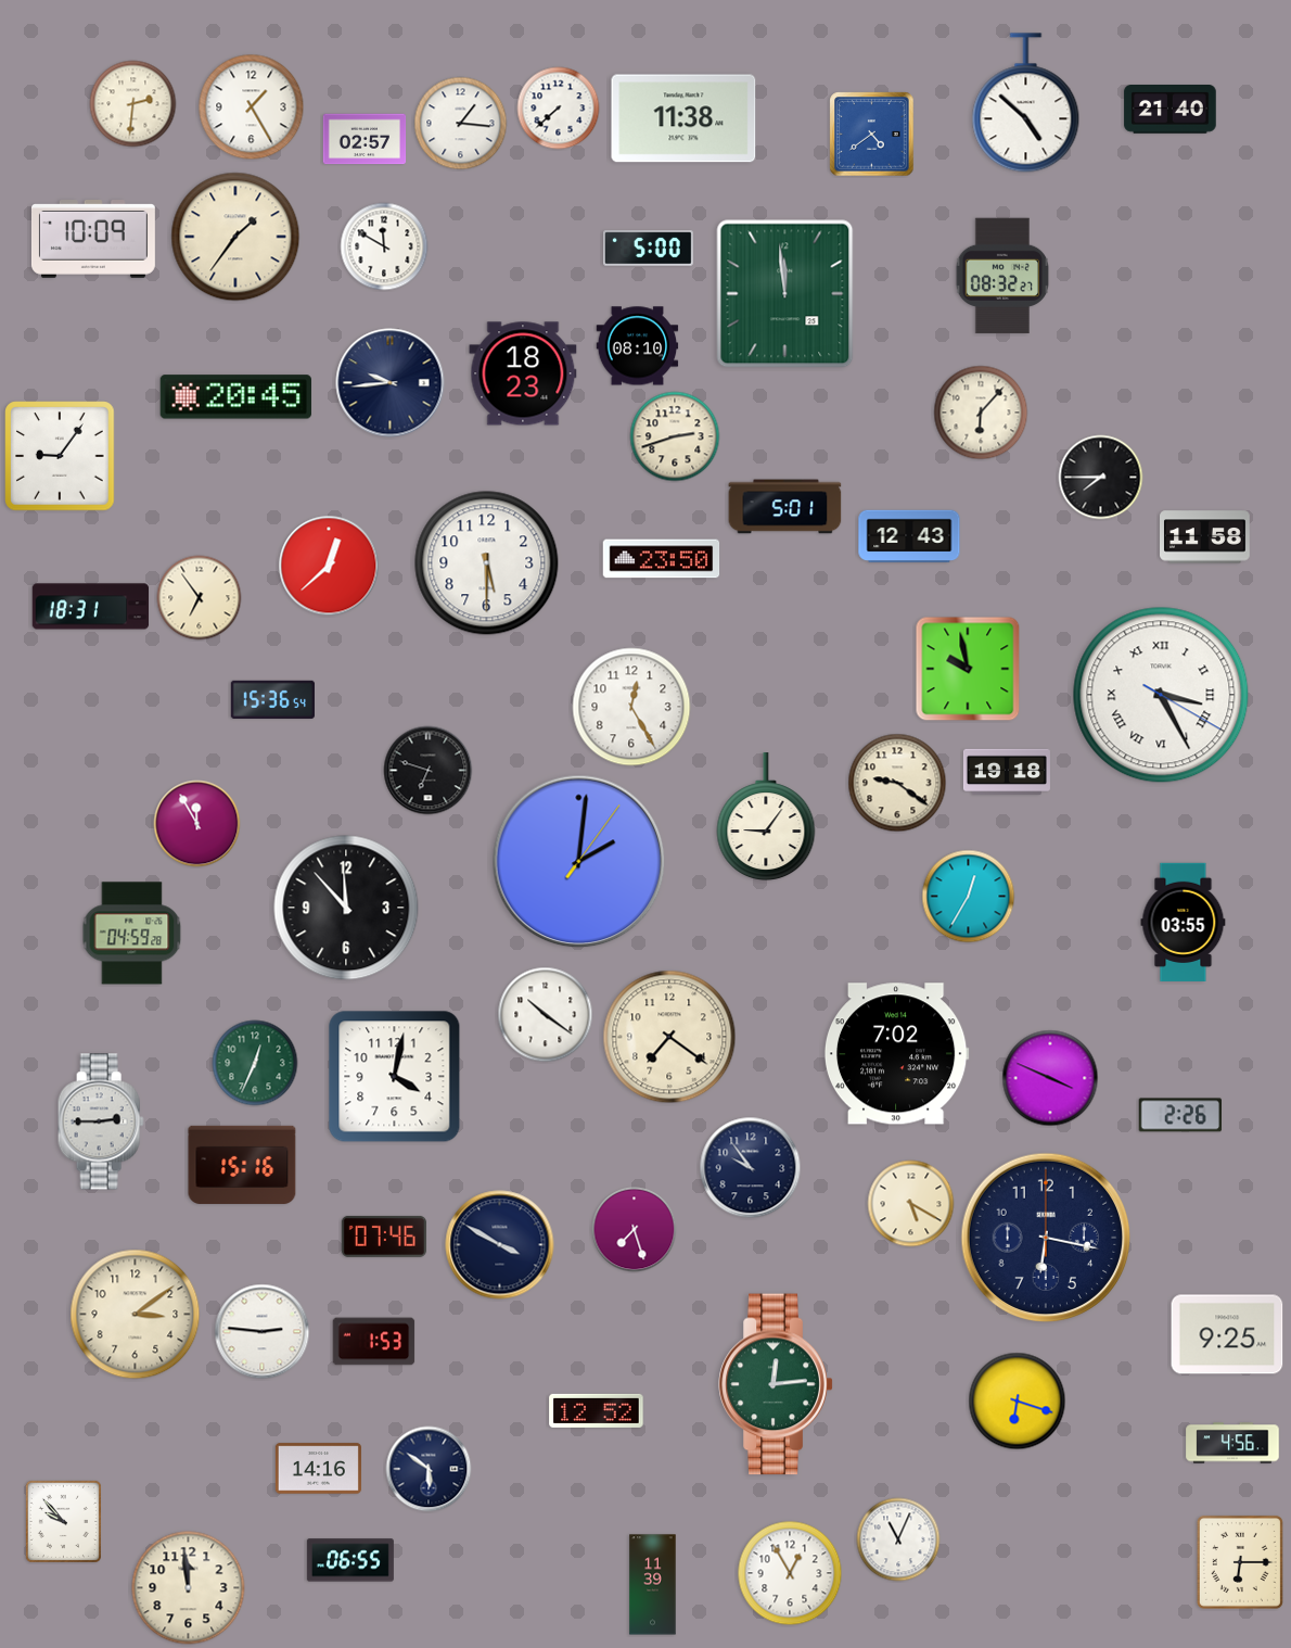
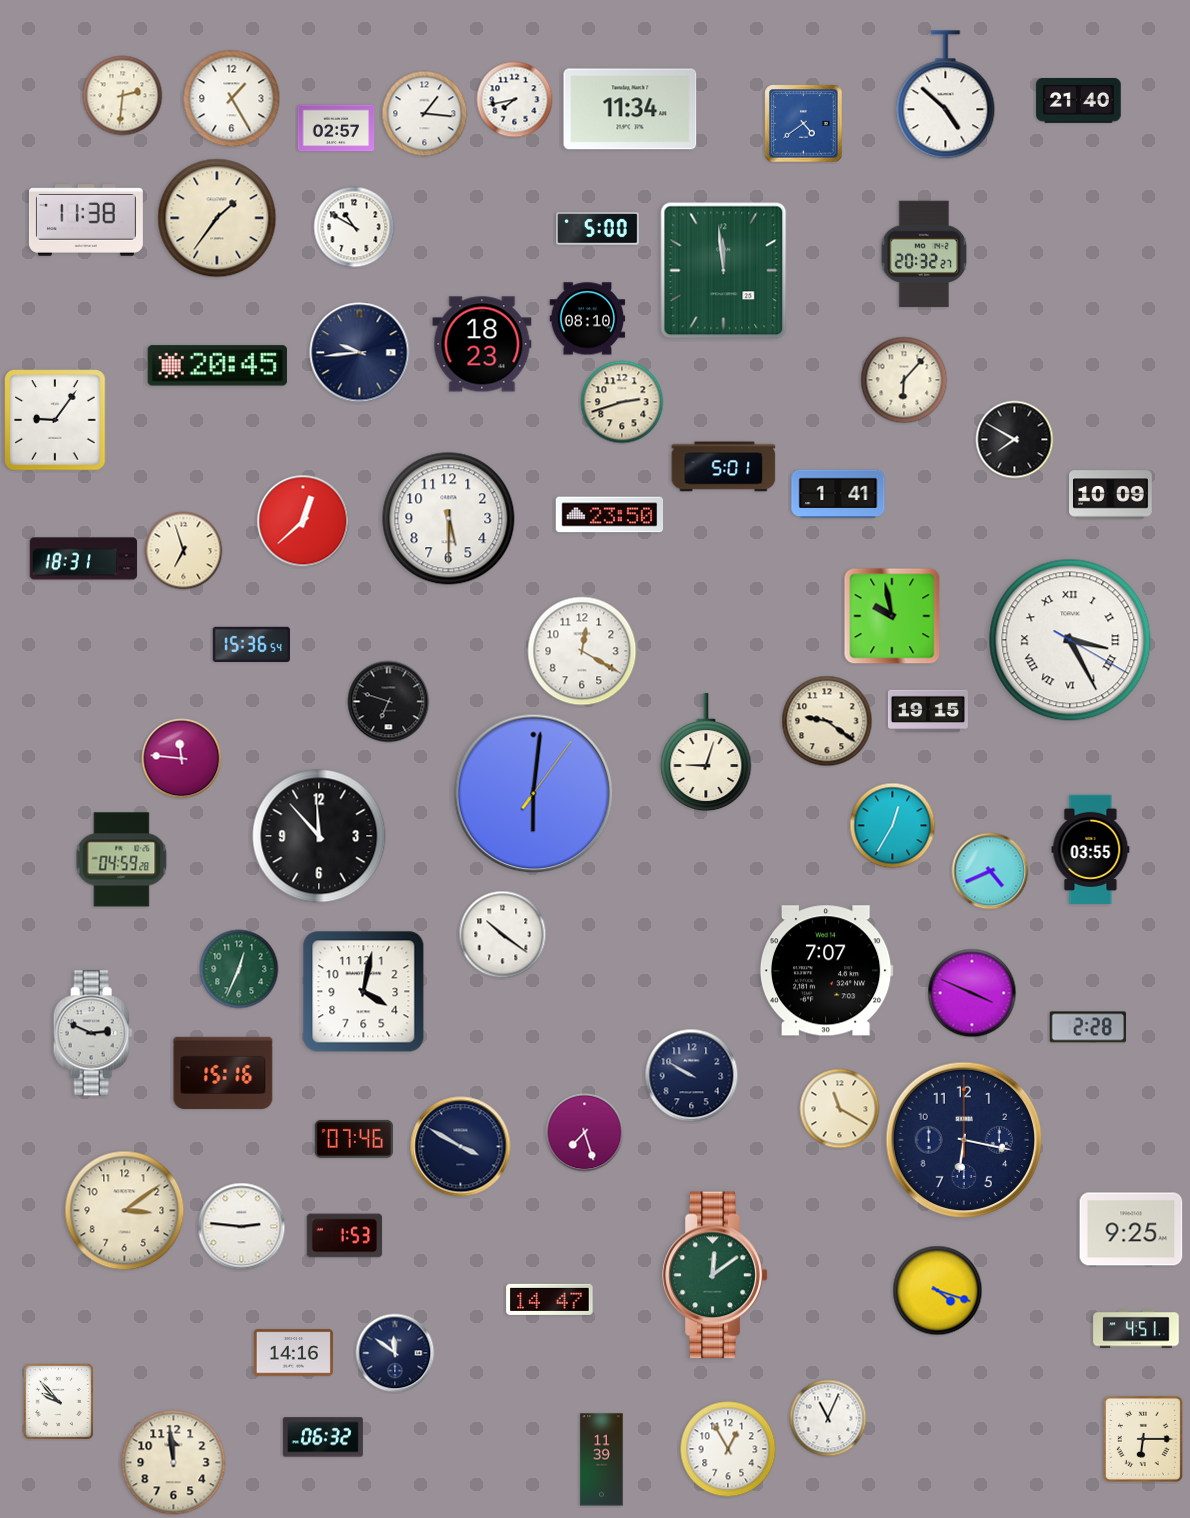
clock at (559, 109): 7:38 -> 7:43
clock at (683, 118): 11:38 -> 11:34
clock at (93, 240): 10:09 -> 11:38
clock at (384, 246): 11:50 -> 10:50
clock at (1001, 276): 08:32 -> 20:32
clock at (1101, 478): 7:45 -> 7:50
clock at (909, 536): 12:43 -> 1:41
clock at (1205, 537): 11:58 -> 10:09
clock at (200, 598): 6:54 -> 6:57
clock at (631, 707): 12:25 -> 12:20
clock at (429, 771) position: (429, 771) -> (389, 702)
clock at (1007, 771): 19:18 -> 19:15
clock at (766, 817): 9:06 -> 9:03
clock at (197, 824): 11:55 -> 11:46
clock at (579, 862): 2:01 -> 6:01
clock at (990, 871): none -> 4:41
clock at (669, 1037): 7:21 -> none
clock at (896, 1054): 7:02 -> 7:07
clock at (255, 1063) position: (255, 1063) -> (239, 969)
clock at (1050, 1078) position: (1050, 1078) -> (972, 993)
clock at (1179, 1115): 2:26 -> 2:28
clock at (101, 1121): 2:45 -> 2:49
clock at (751, 1168): 9:54 -> 9:50
clock at (911, 1204): 5:20 -> 11:20
clock at (776, 1384): 12:14 -> 12:09
clock at (1018, 1402): 6:18 -> 4:18
clock at (597, 1410): 12:52 -> 14:47
clock at (1232, 1443): 4:56 -> 4:51
clock at (429, 1469): 5:51 -> 11:51
clock at (350, 1560): 06:55 -> 06:32
